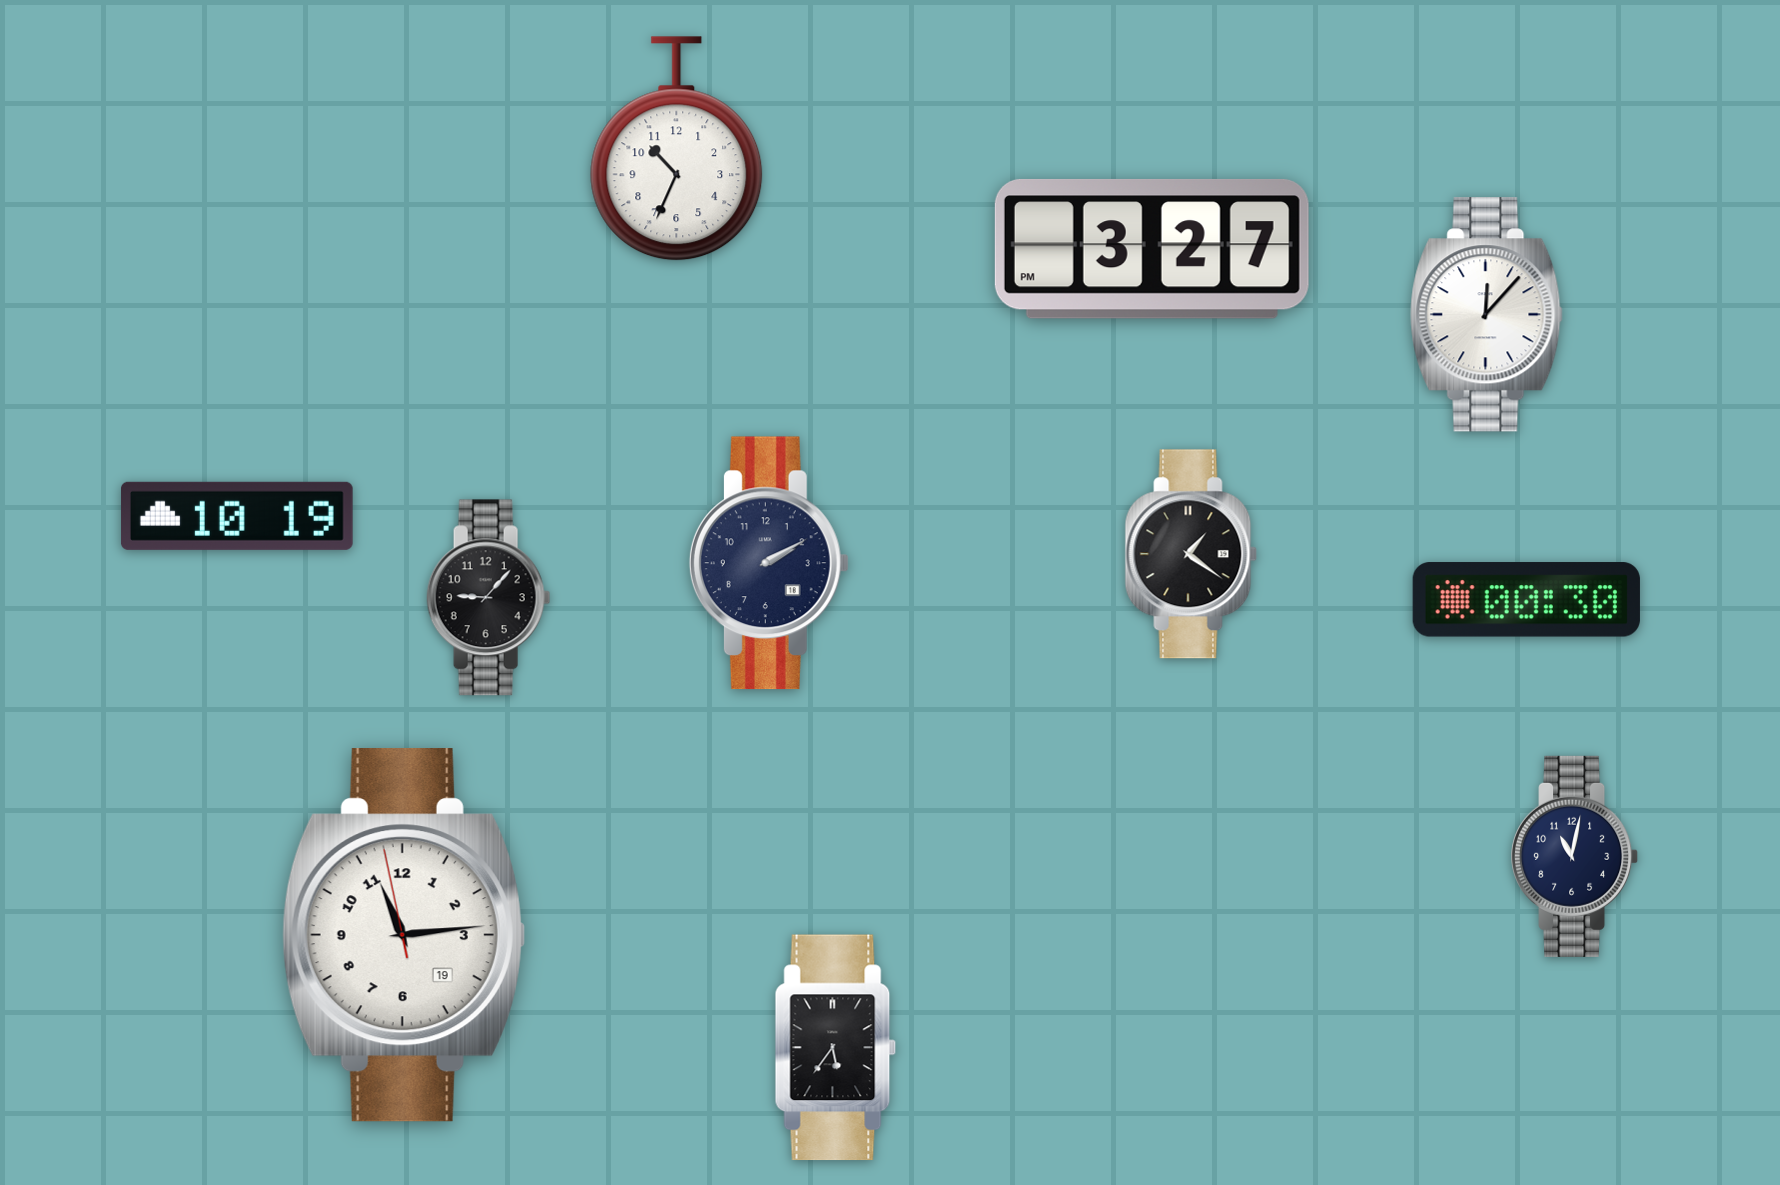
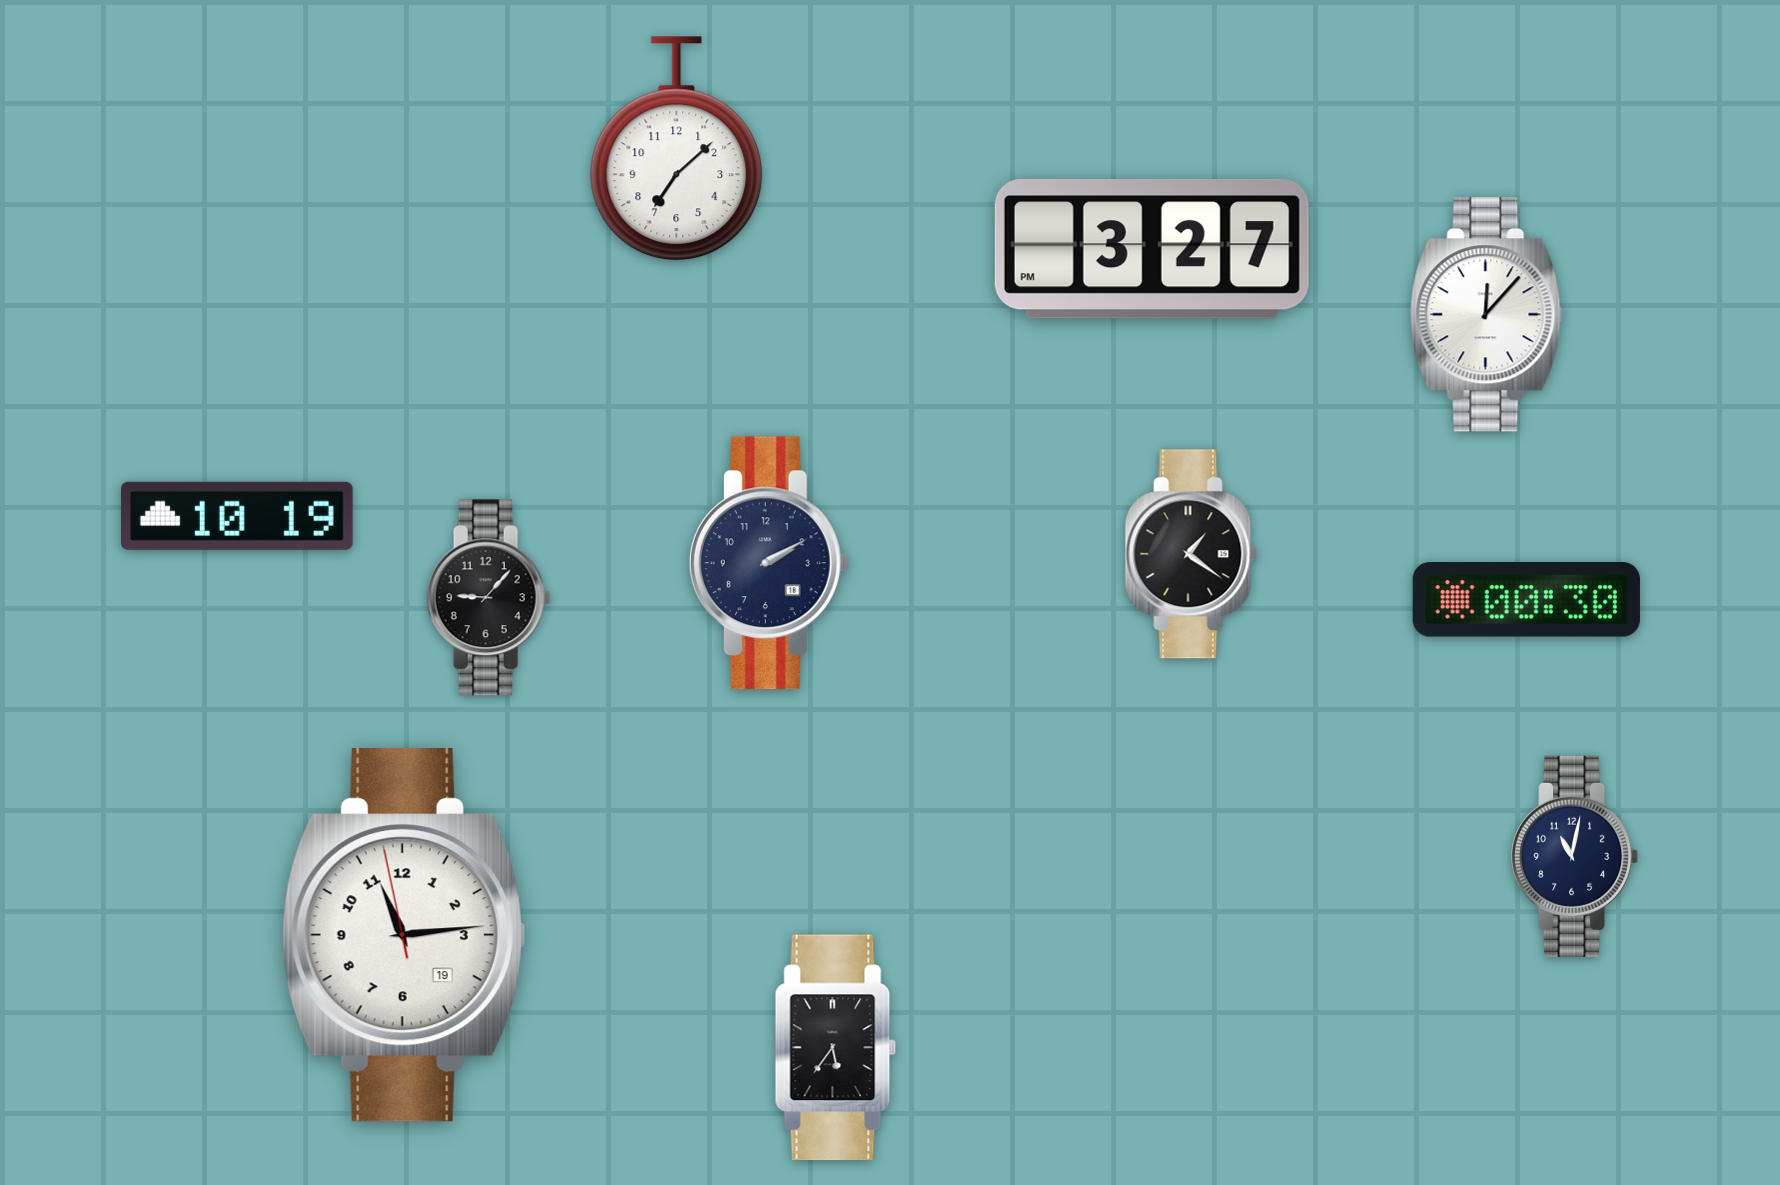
clock at (677, 149): 10:34 -> 7:08
